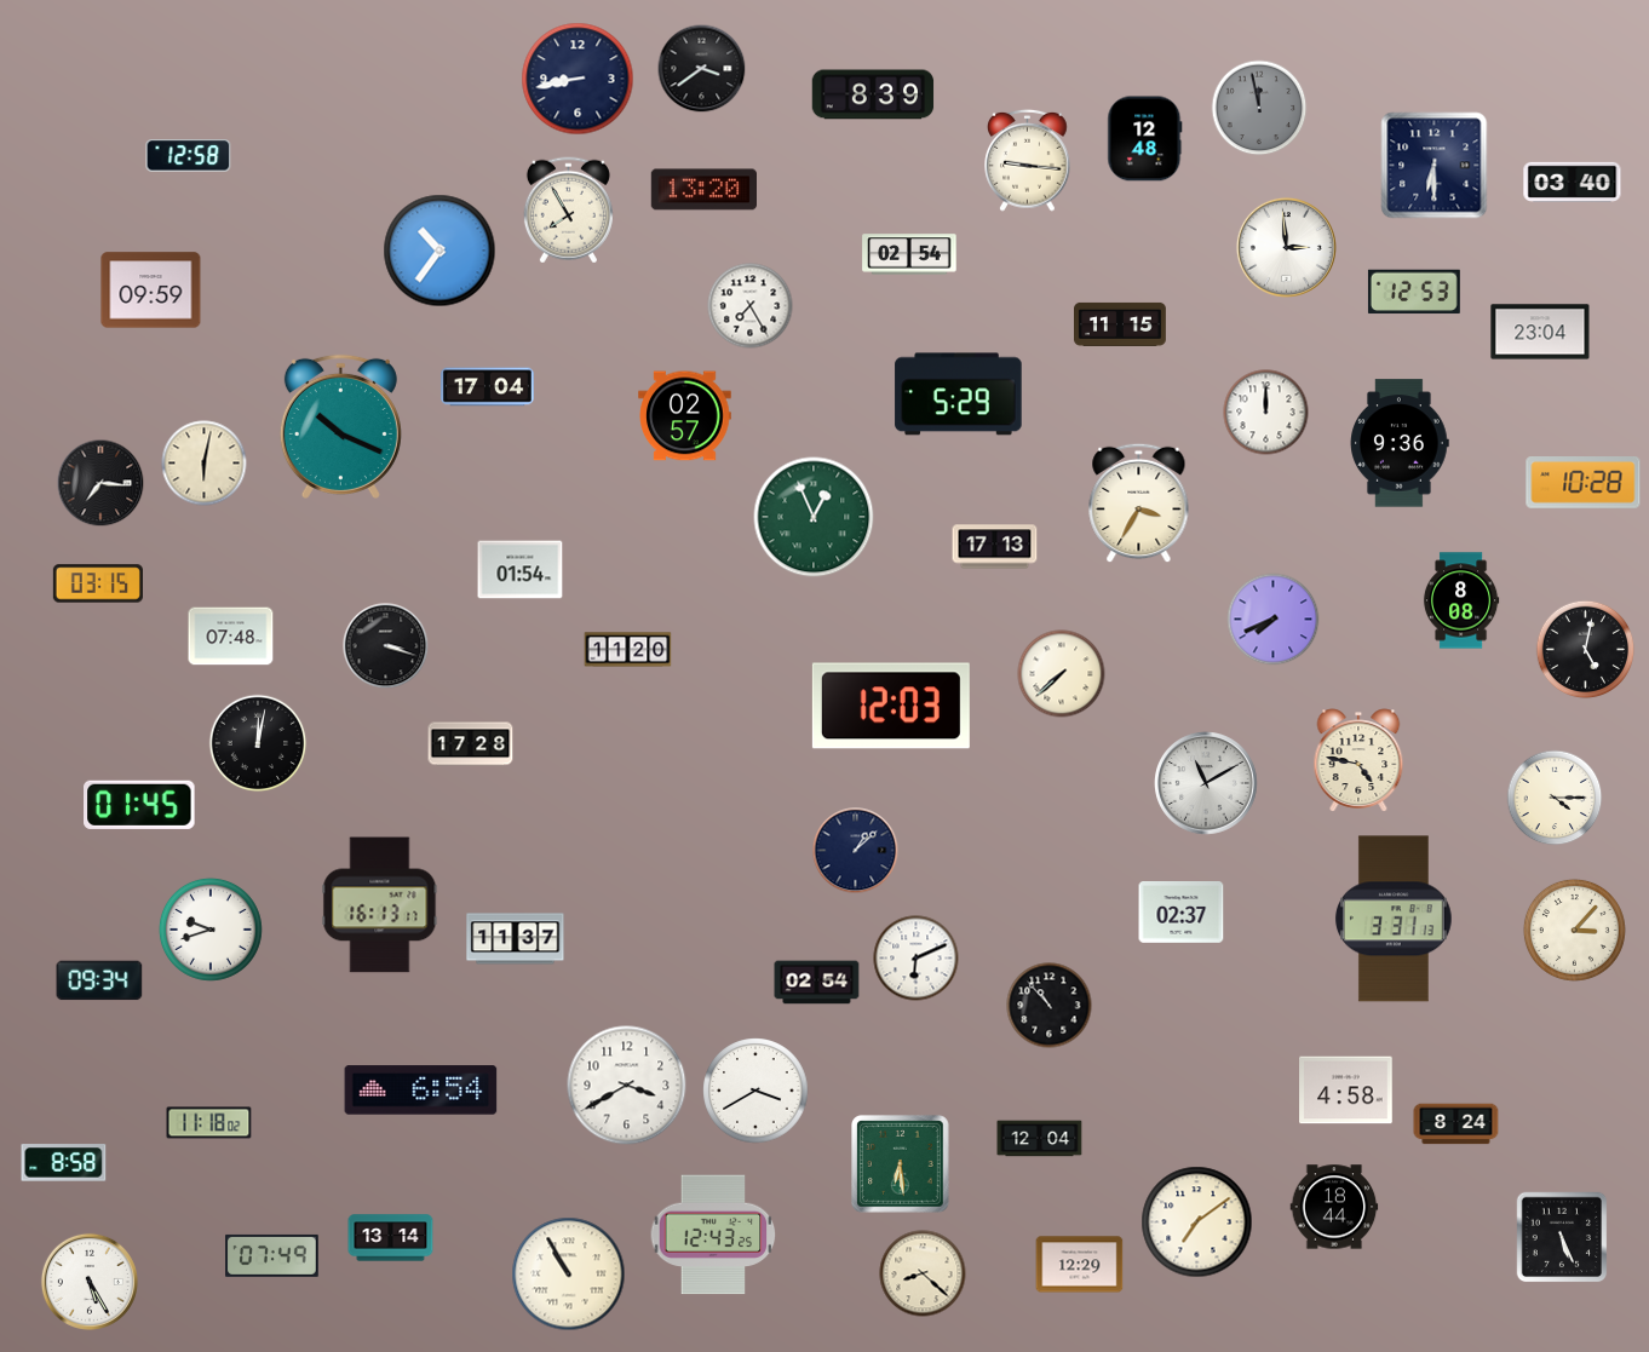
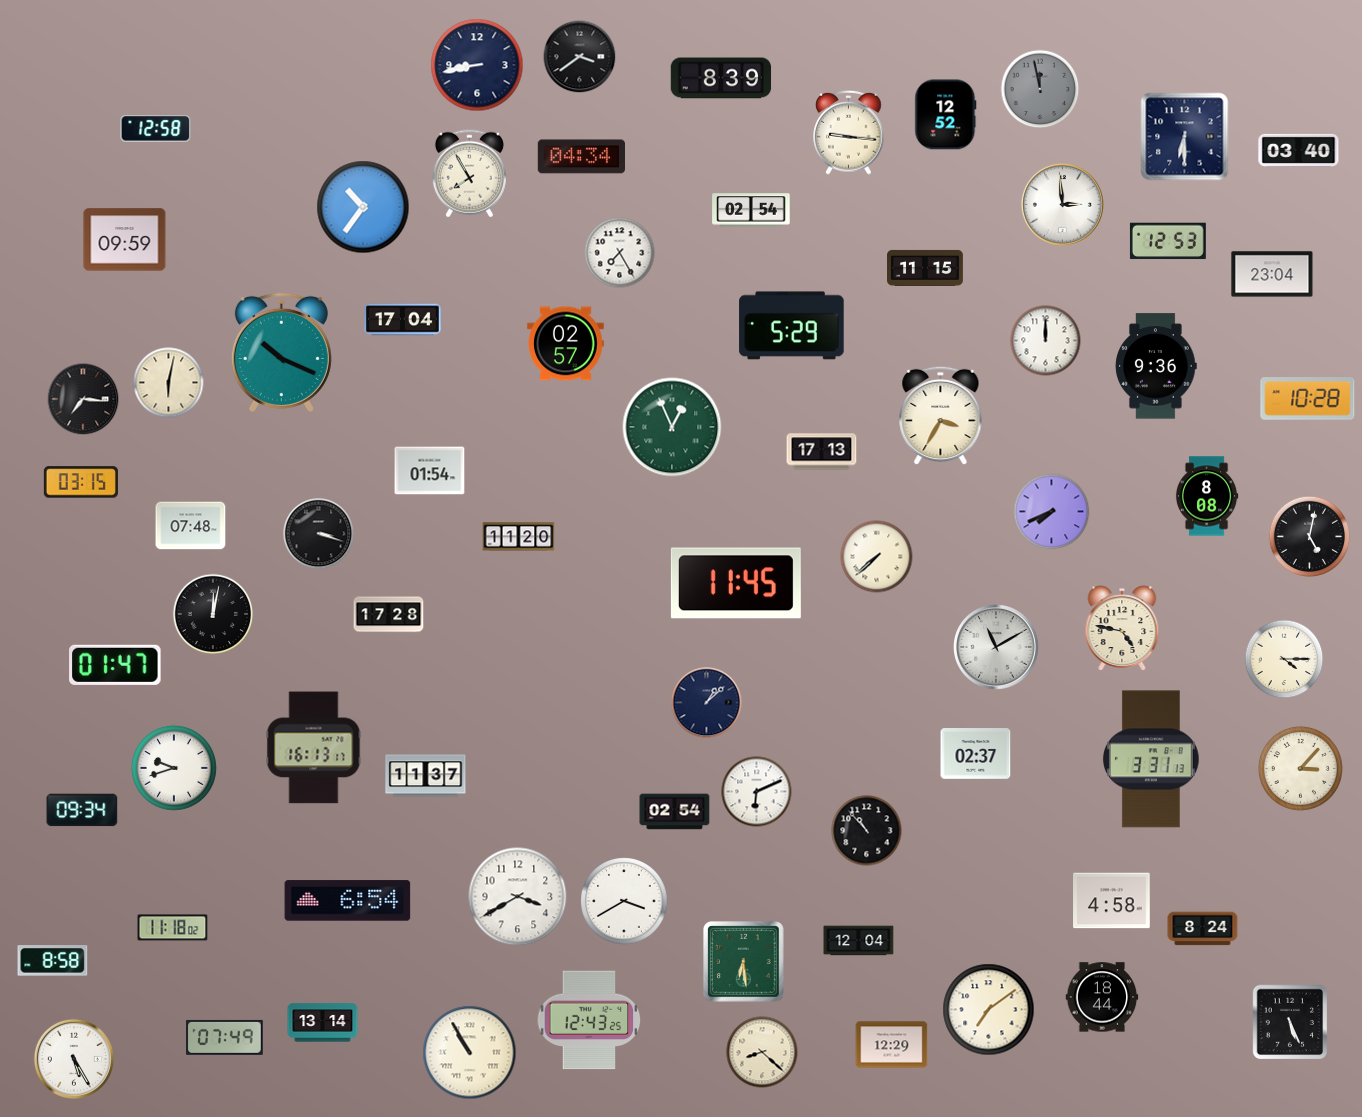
clock at (1145, 139): 12:48 -> 12:52
clock at (703, 190): 13:20 -> 04:34
clock at (891, 706): 12:03 -> 11:45
clock at (139, 805): 01:45 -> 01:47
